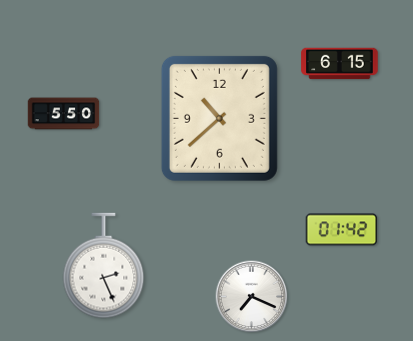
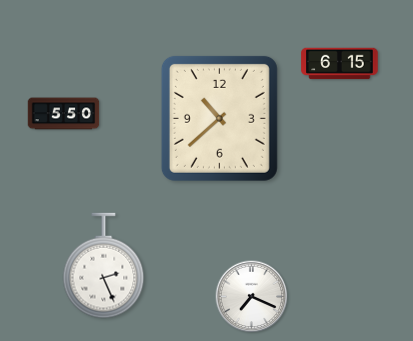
clock at (342, 230): 01:42 -> none
